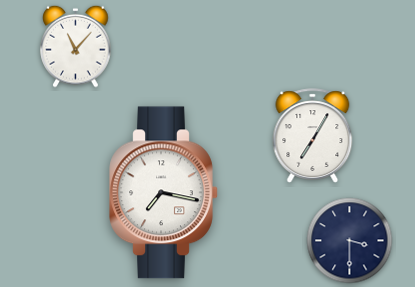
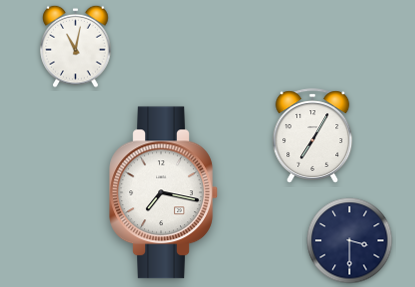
clock at (76, 46): 11:07 -> 11:02
